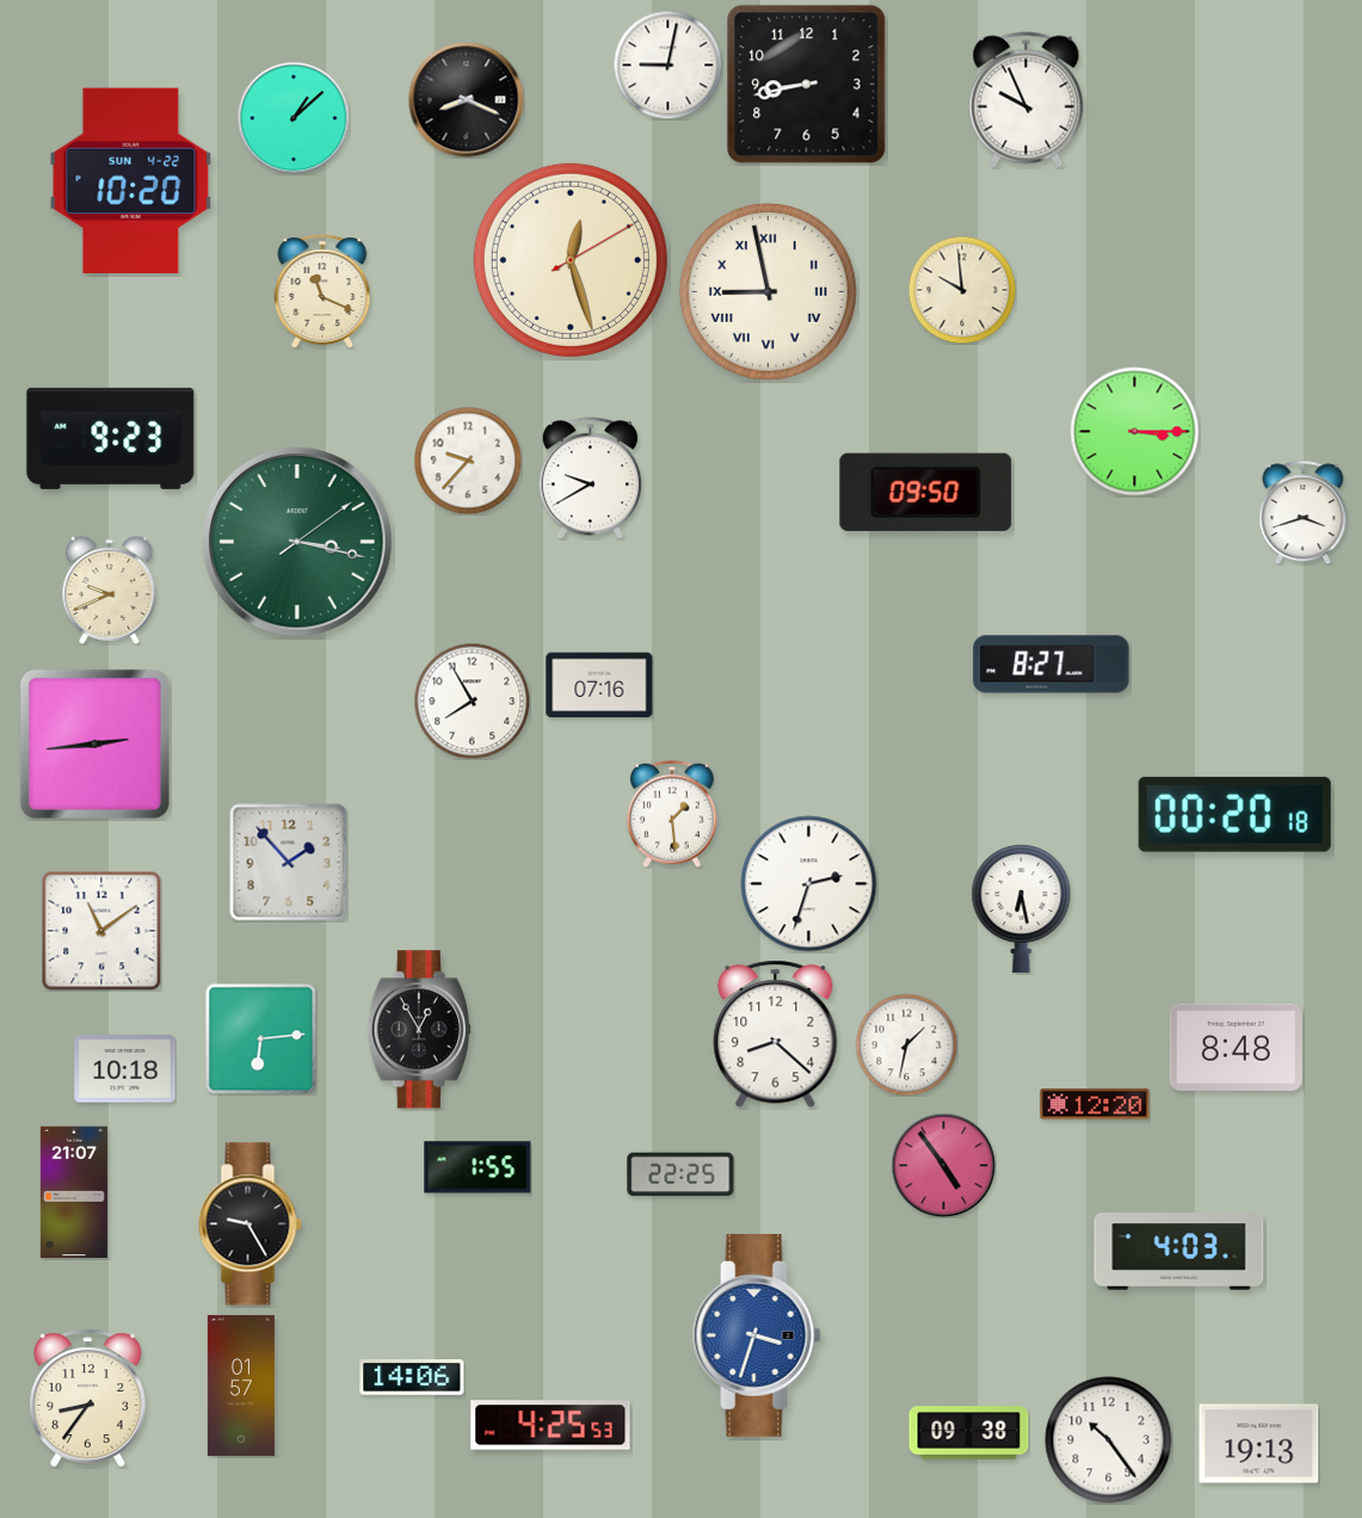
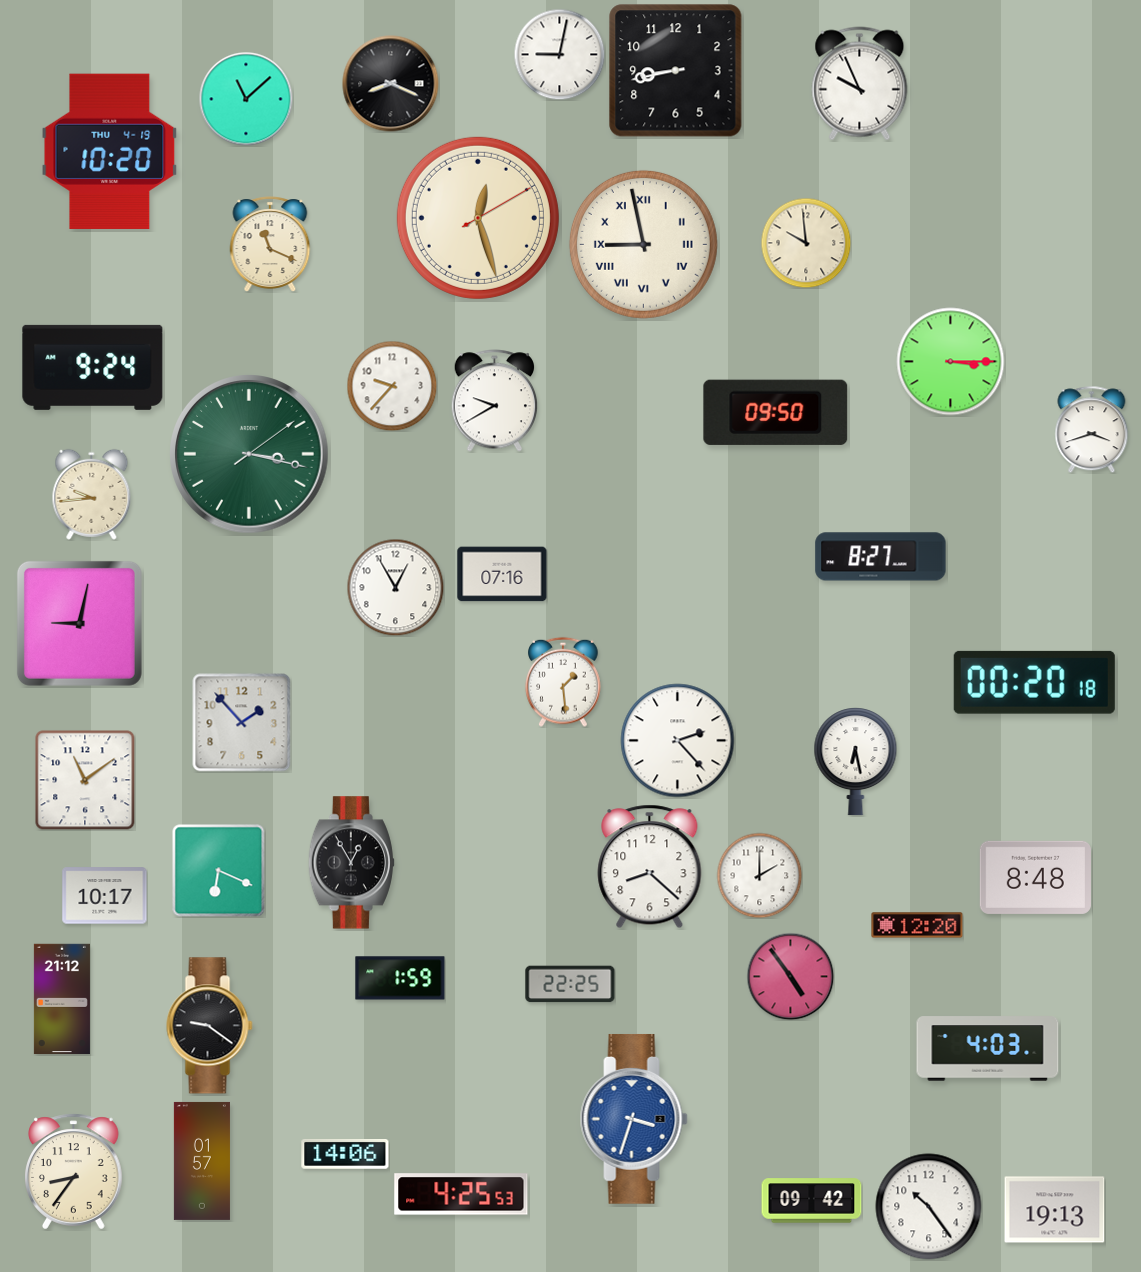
clock at (294, 118): 1:08 -> 11:08
clock at (131, 180) date: SUN 4-22 -> THU 4-19
clock at (111, 438): 9:23 -> 9:24
clock at (110, 590): 9:41 -> 9:44
clock at (472, 701): 7:55 -> 12:55
clock at (94, 743): 2:44 -> 9:02
clock at (809, 884): 2:33 -> 2:23
clock at (260, 1038): 6:14 -> 6:19
clock at (906, 1044): 1:32 -> 2:00
clock at (125, 1069): 10:18 -> 10:17
clock at (477, 1167): 1:55 -> 1:59
clock at (74, 1192): 21:07 -> 21:12
clock at (251, 1224): 9:25 -> 9:21
clock at (969, 1433): 09:38 -> 09:42
